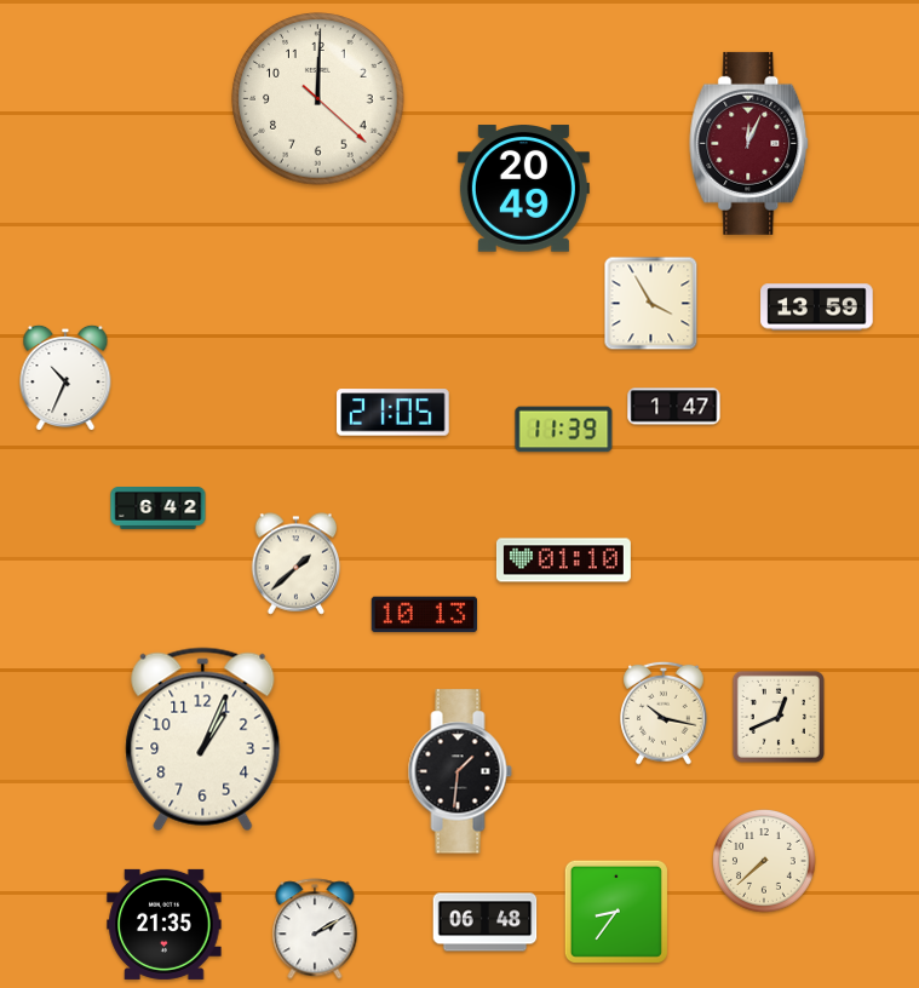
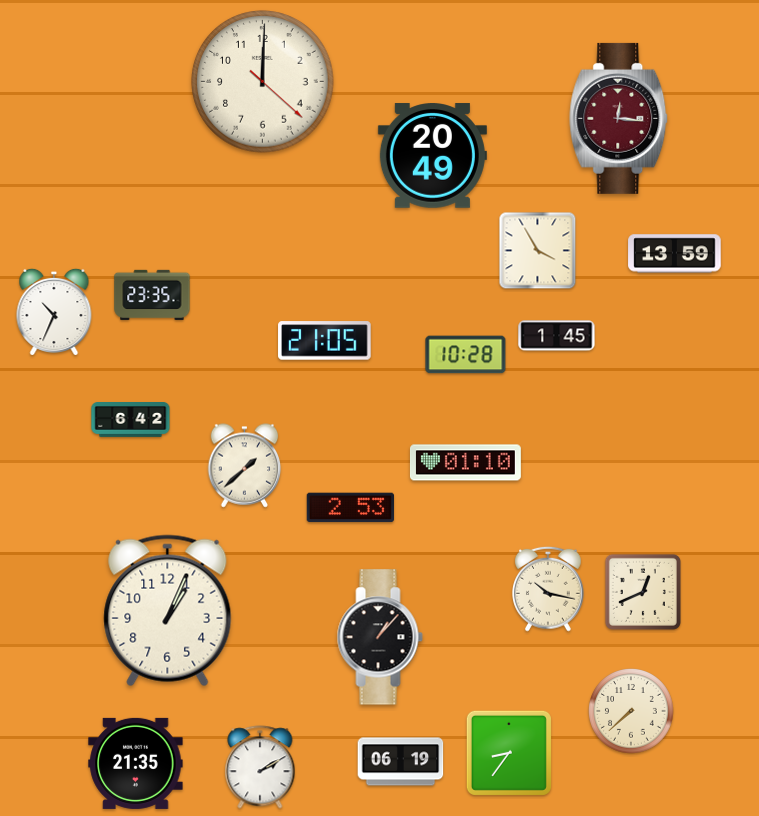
clock at (749, 143): 12:04 -> 12:16
clock at (152, 295): none -> 23:35
clock at (674, 407): 1:47 -> 1:45
clock at (564, 430): 11:39 -> 10:28
clock at (424, 615): 10:13 -> 2:53
clock at (460, 771): 1:31 -> 1:07
clock at (486, 923): 06:48 -> 06:19
